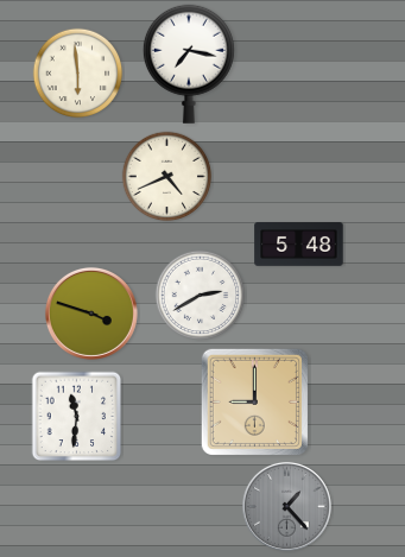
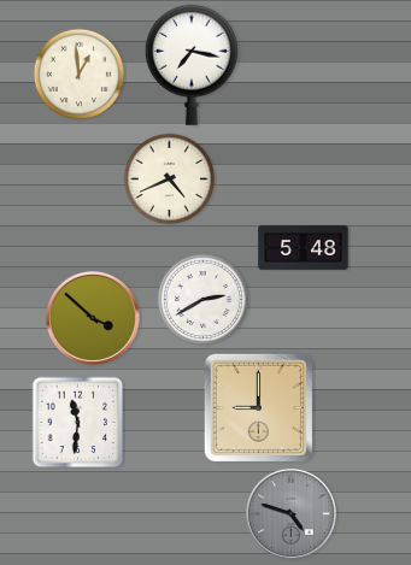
clock at (78, 74): 5:59 -> 12:59
clock at (91, 314): 3:48 -> 3:52
clock at (286, 506): 1:23 -> 4:48
